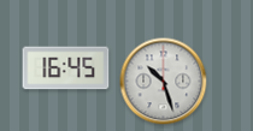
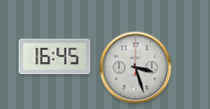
clock at (164, 82): 10:27 -> 3:27
